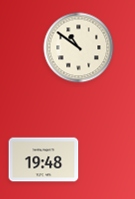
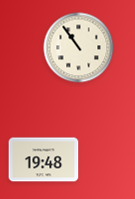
clock at (79, 48): 10:51 -> 10:54
